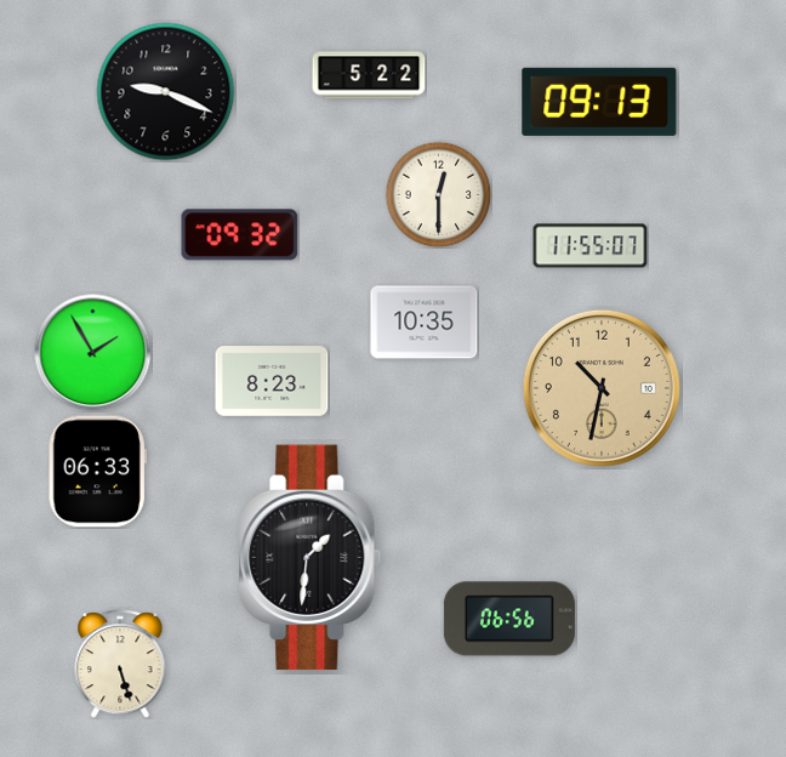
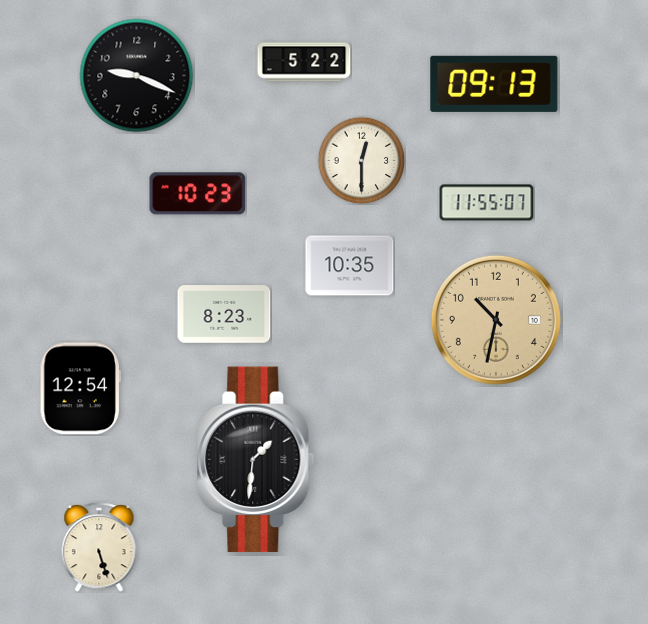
clock at (240, 235): 09:32 -> 10:23
clock at (93, 353): 1:55 -> none
clock at (97, 472): 06:33 -> 12:54
clock at (509, 619): 06:56 -> none
